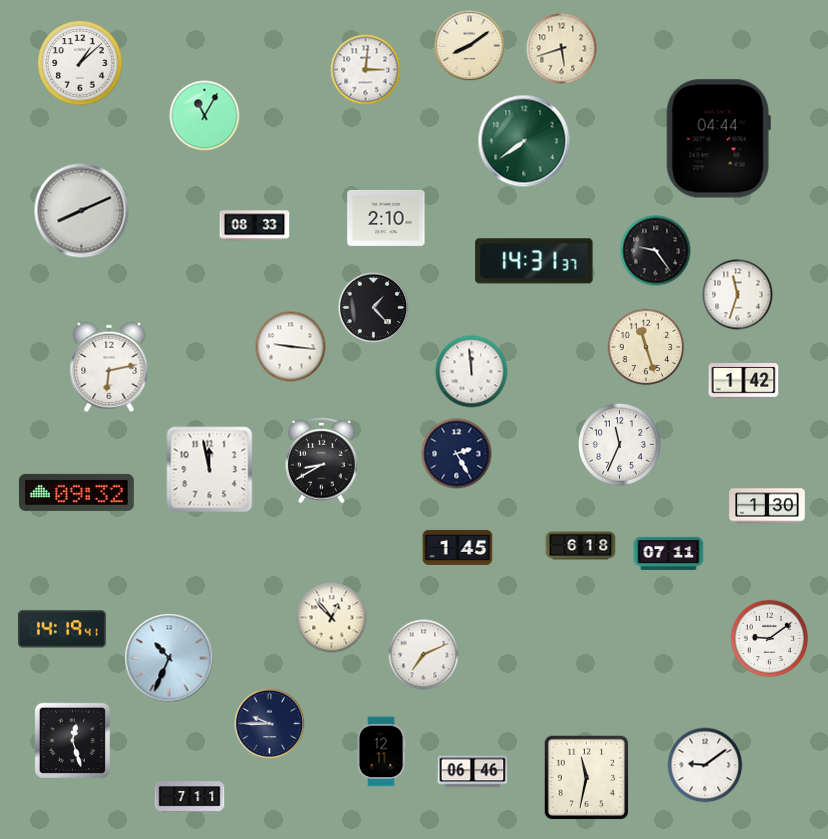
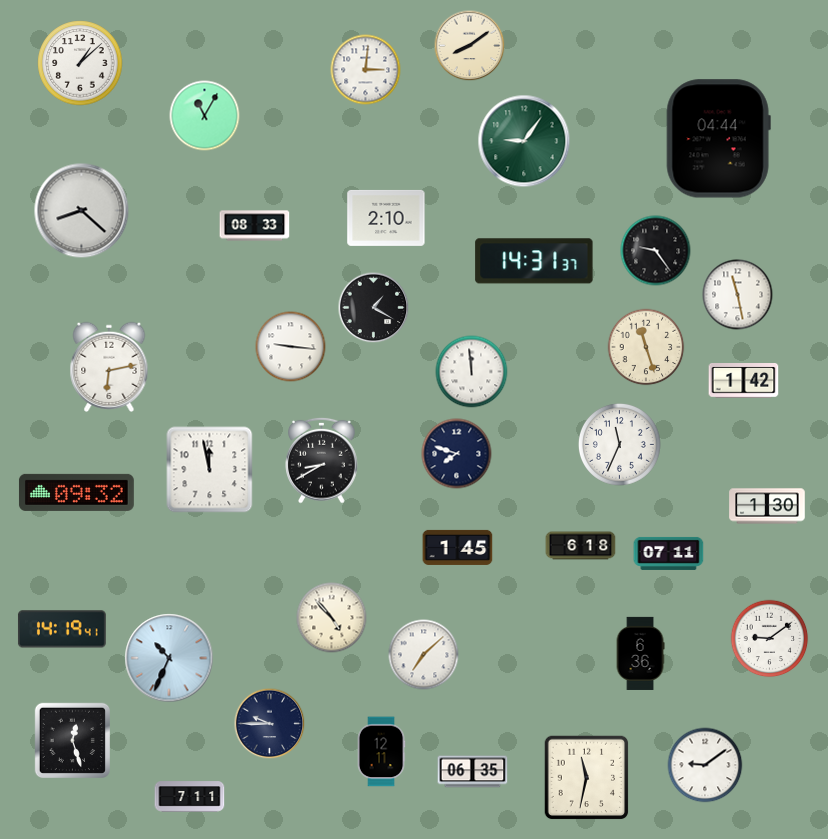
clock at (562, 49): 5:42 -> none
clock at (524, 141): 7:39 -> 9:06
clock at (82, 211): 8:11 -> 8:22
clock at (738, 295): 11:33 -> 11:28
clock at (374, 308): 1:23 -> 1:20
clock at (457, 454): 2:25 -> 7:48
clock at (332, 618): 12:53 -> 4:53
clock at (640, 653): none -> 6:36
clock at (424, 655): 7:11 -> 7:08
clock at (473, 772): 06:46 -> 06:35
